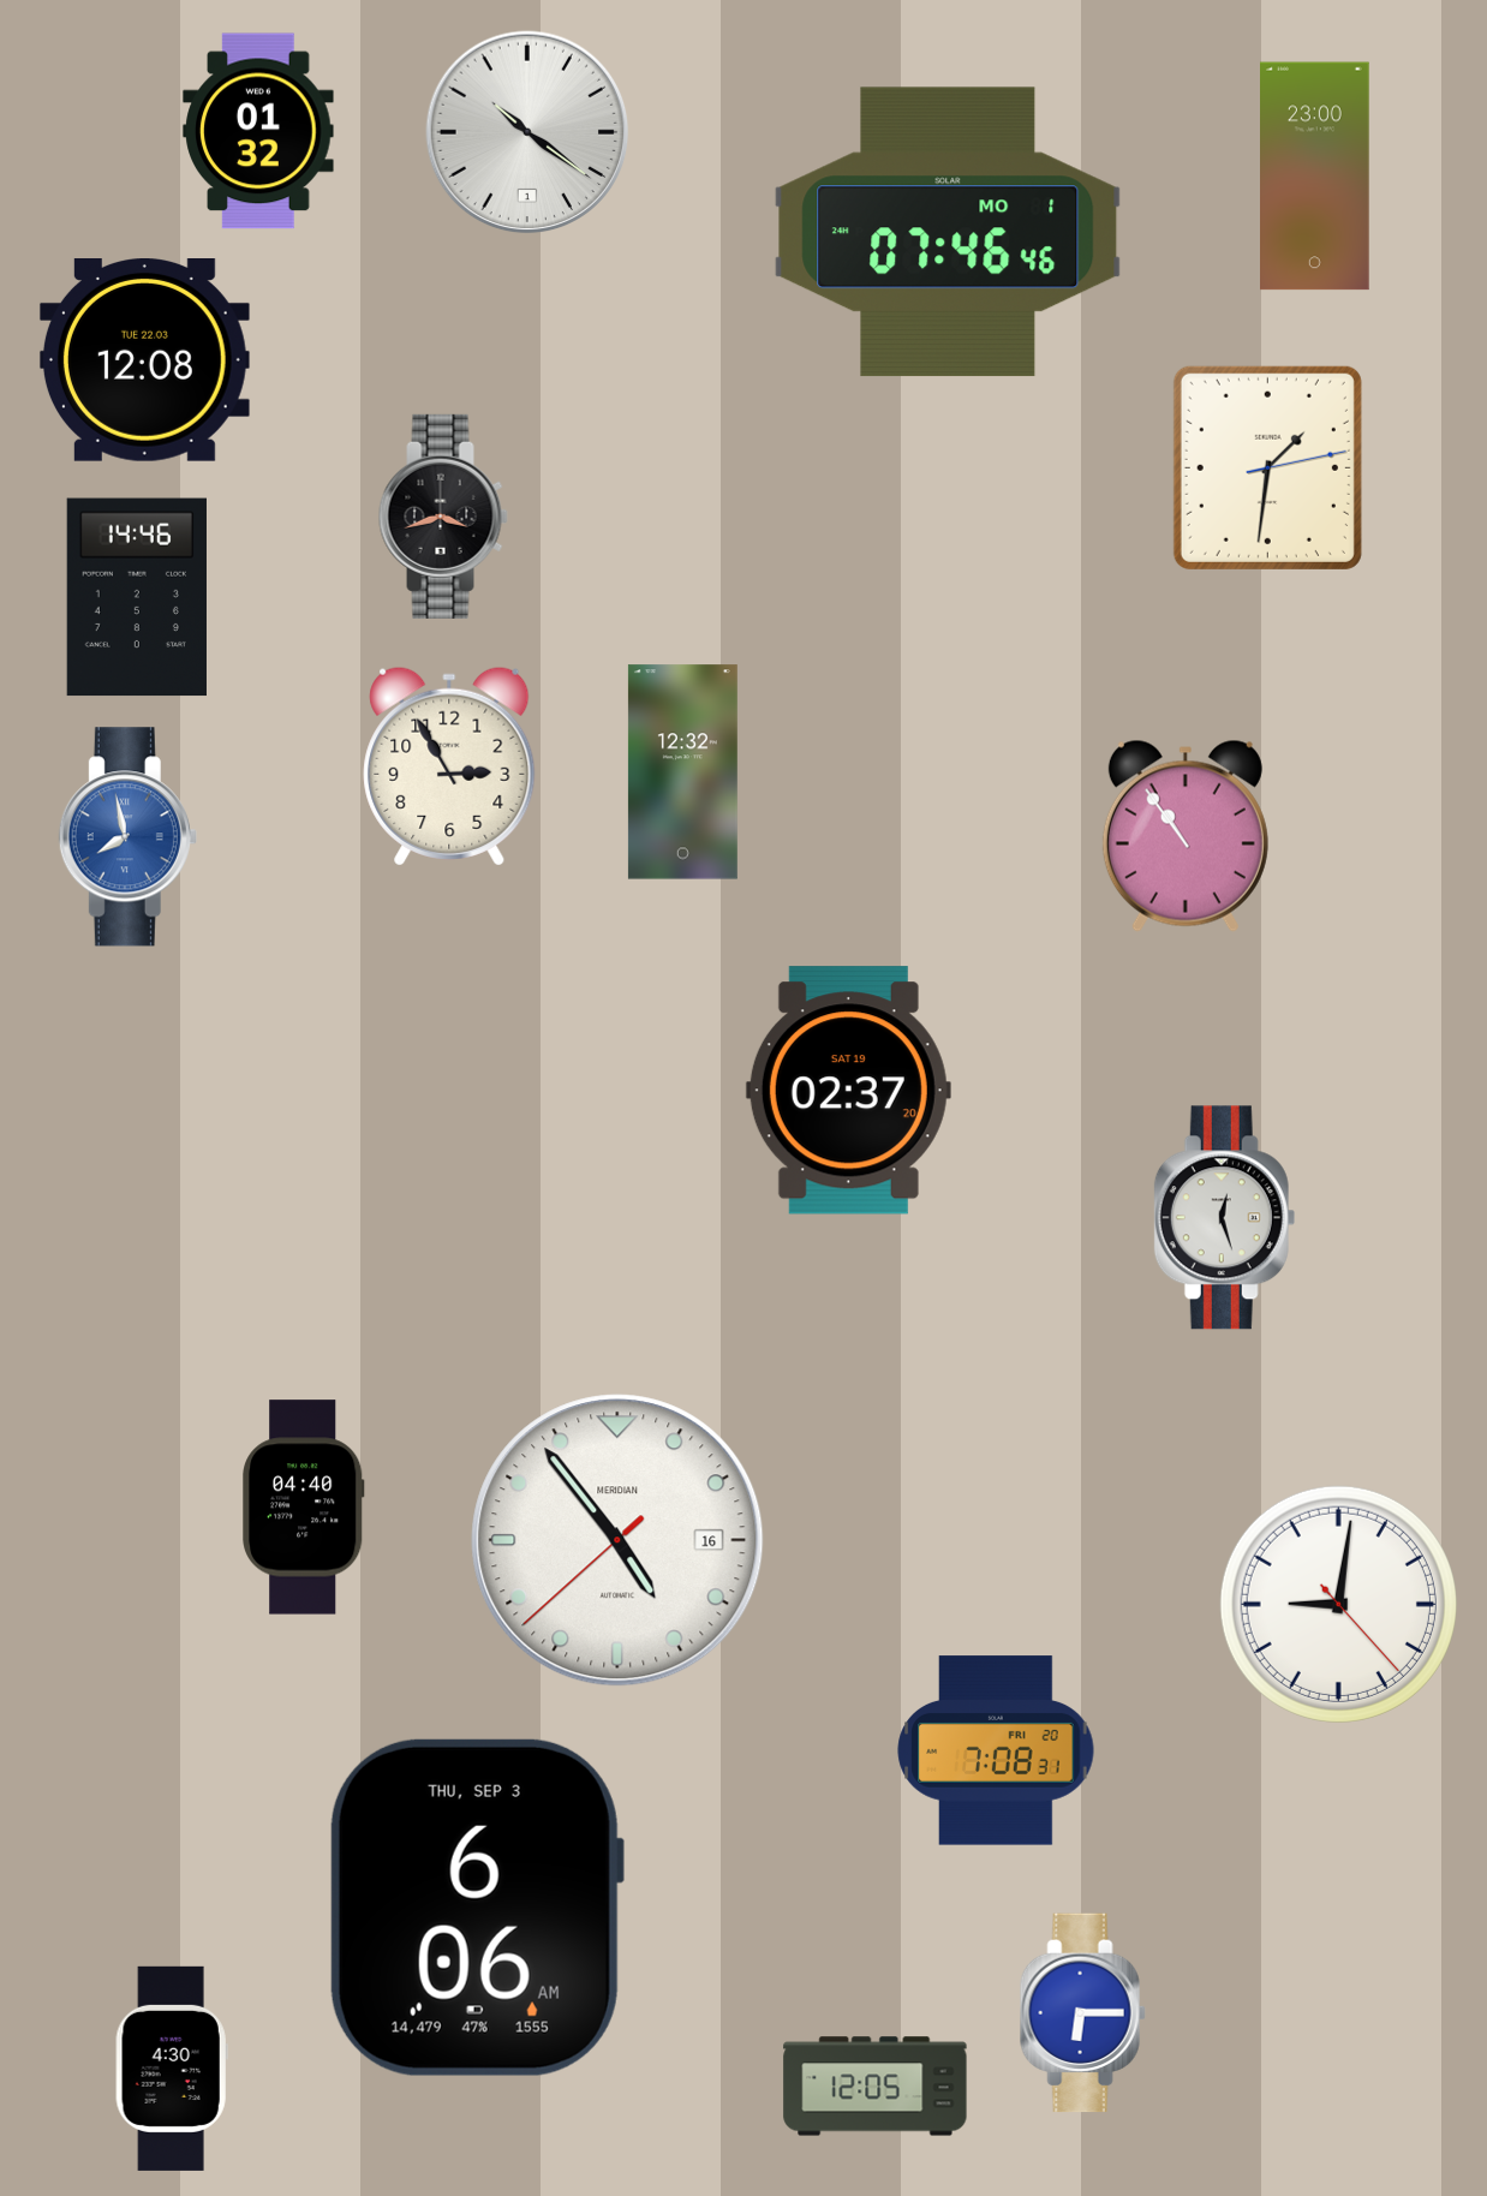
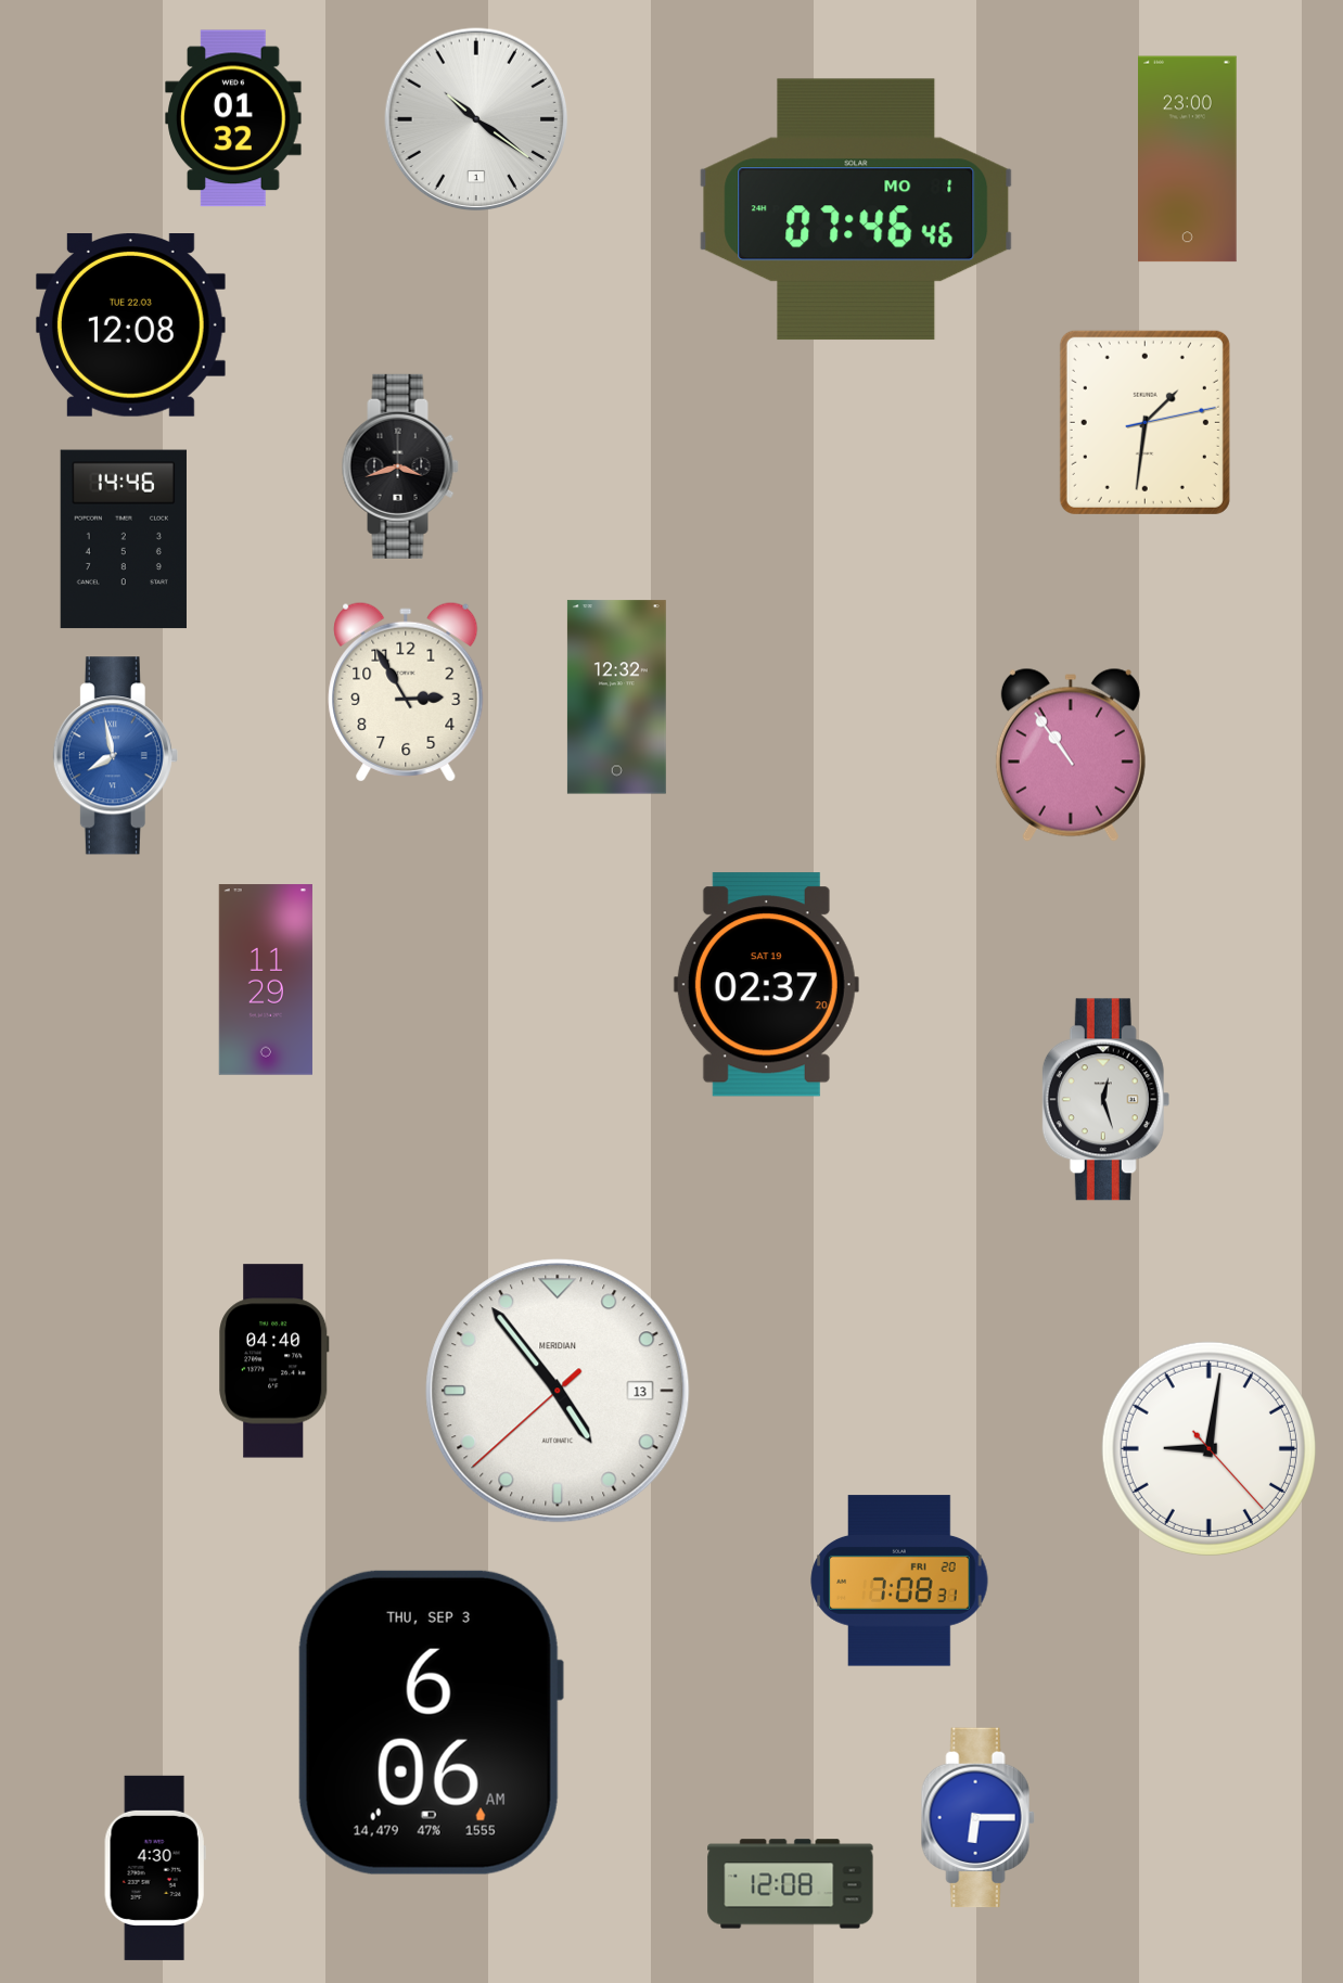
clock at (266, 980): none -> 11:29
clock at (617, 1540) date: 16 -> 13
clock at (876, 2087): 12:05 -> 12:08
